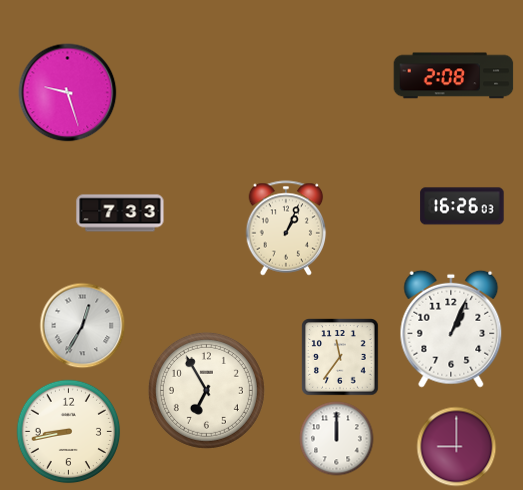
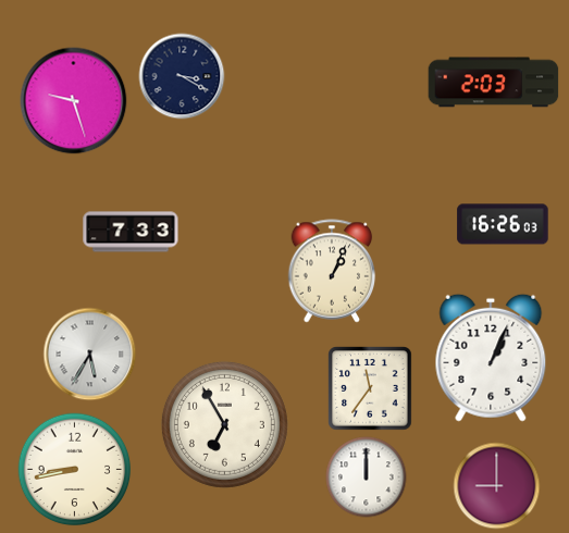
clock at (182, 76): none -> 3:20
clock at (454, 76): 2:08 -> 2:03
clock at (286, 228) position: (286, 228) -> (332, 271)
clock at (83, 326): 12:35 -> 5:35
